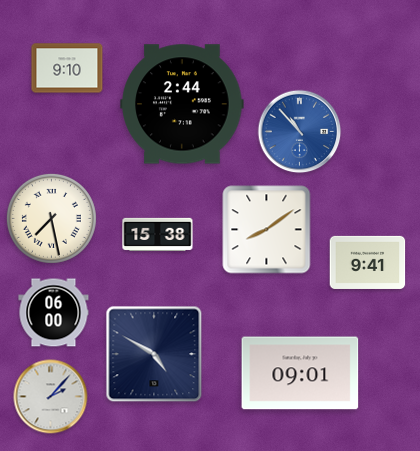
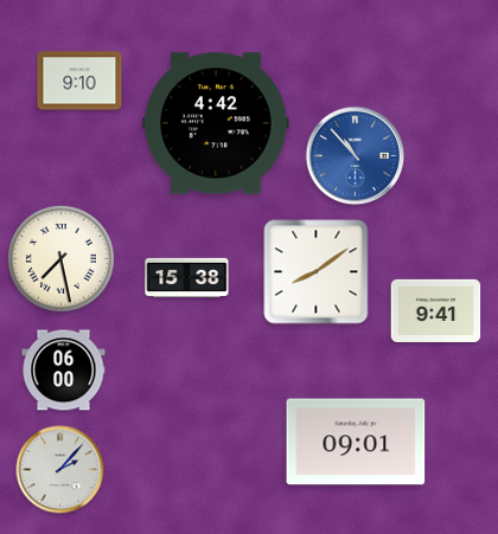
clock at (182, 104): 2:44 -> 4:42
clock at (154, 354): 4:50 -> none
